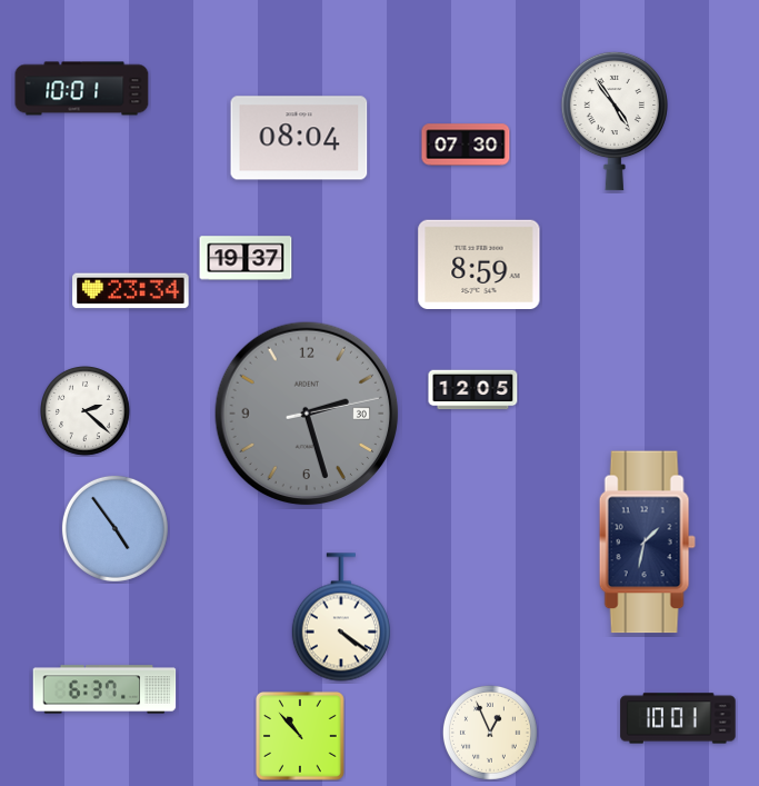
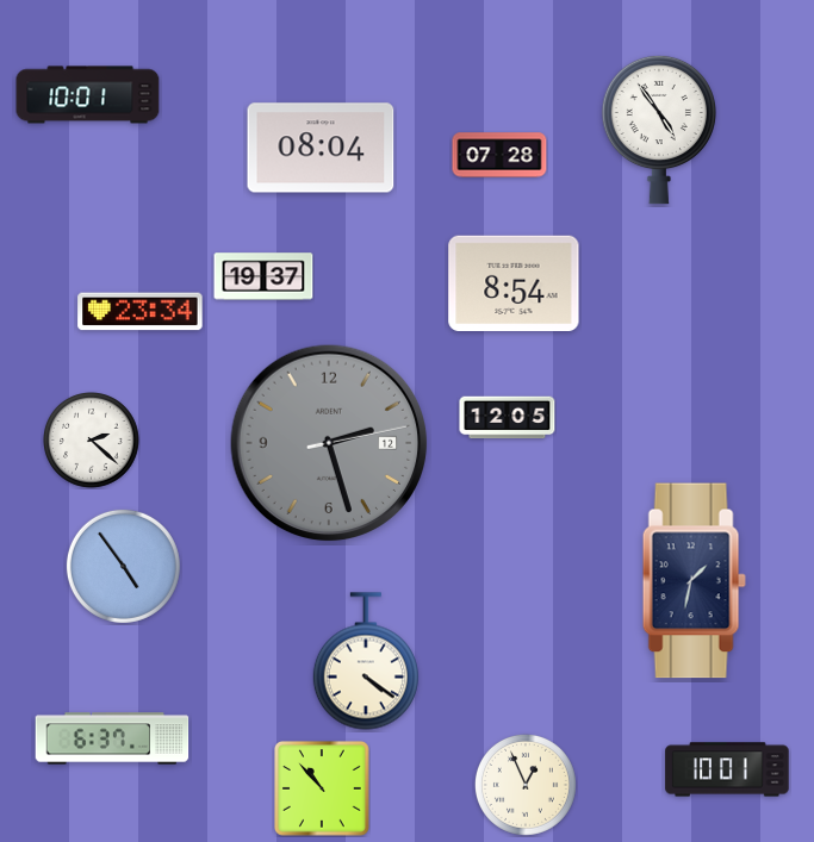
clock at (466, 145): 07:30 -> 07:28
clock at (479, 263): 8:59 -> 8:54
clock at (307, 414) date: 30 -> 12
